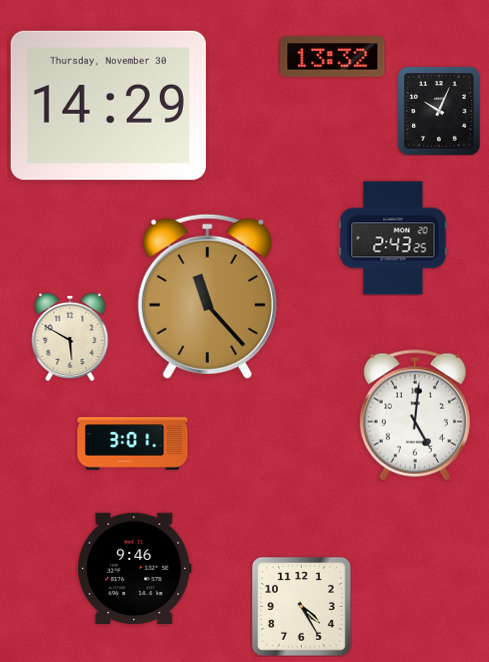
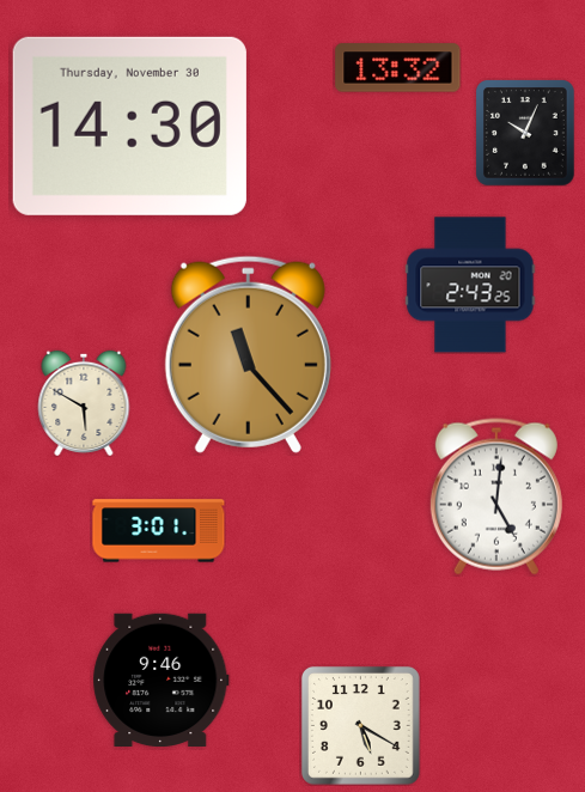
clock at (108, 105): 14:29 -> 14:30
clock at (301, 606): 4:25 -> 5:20
